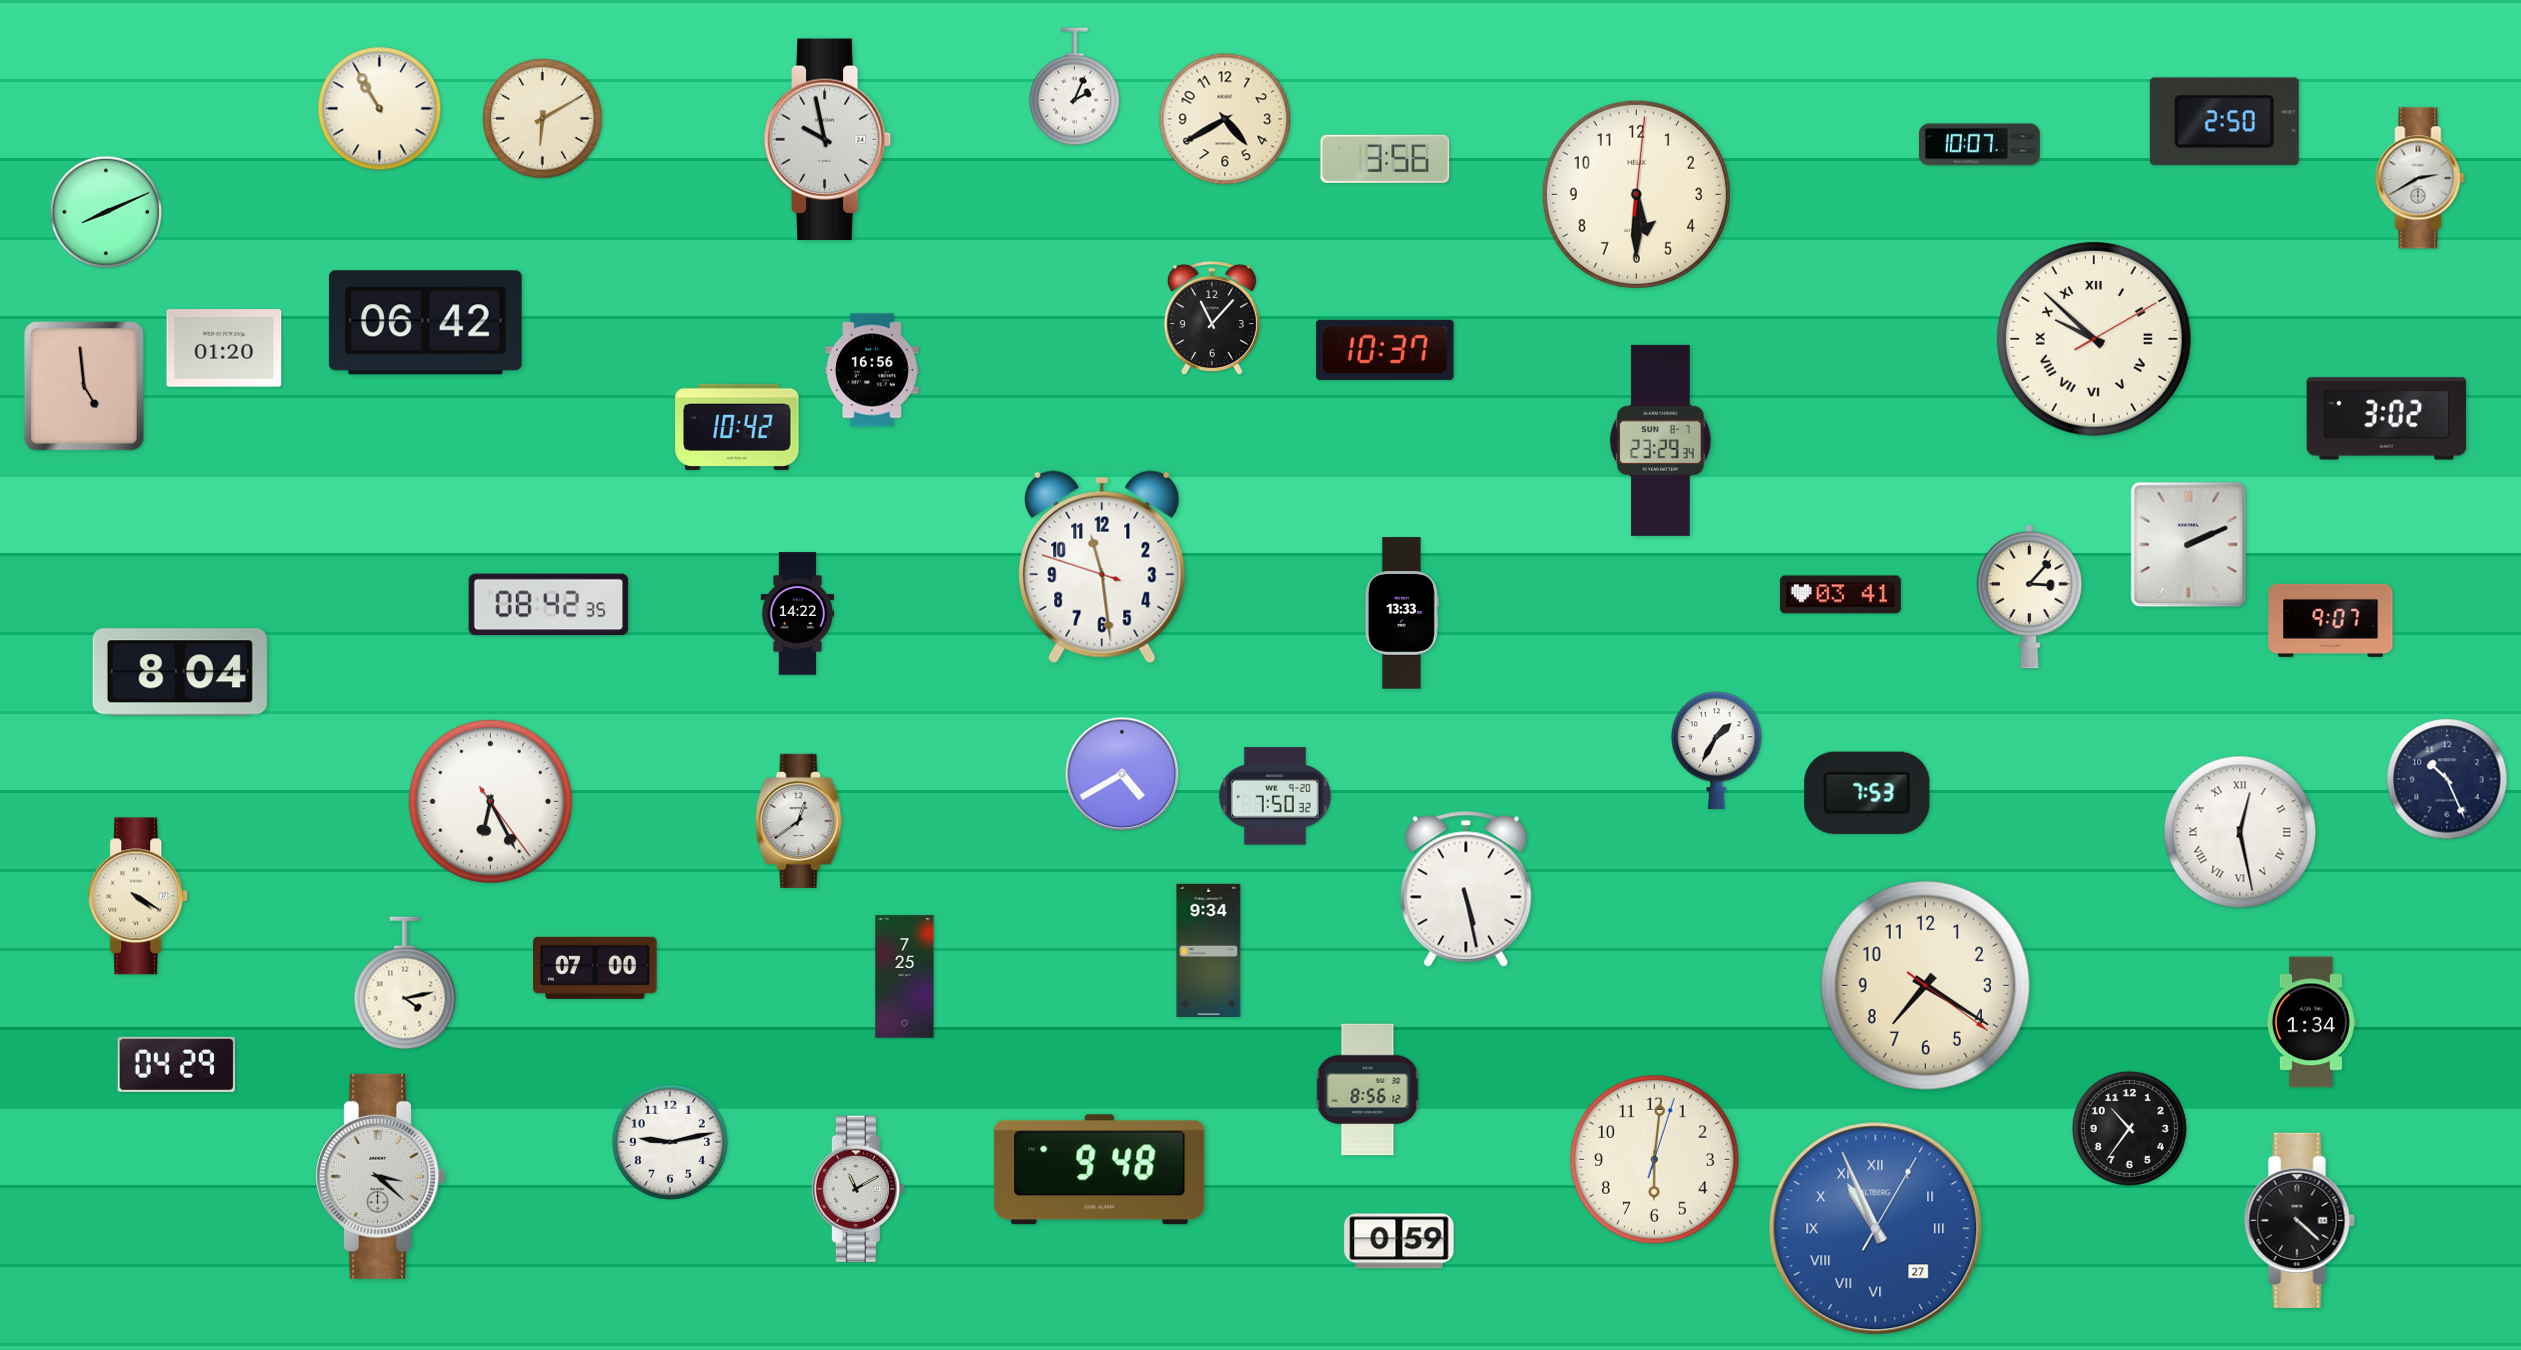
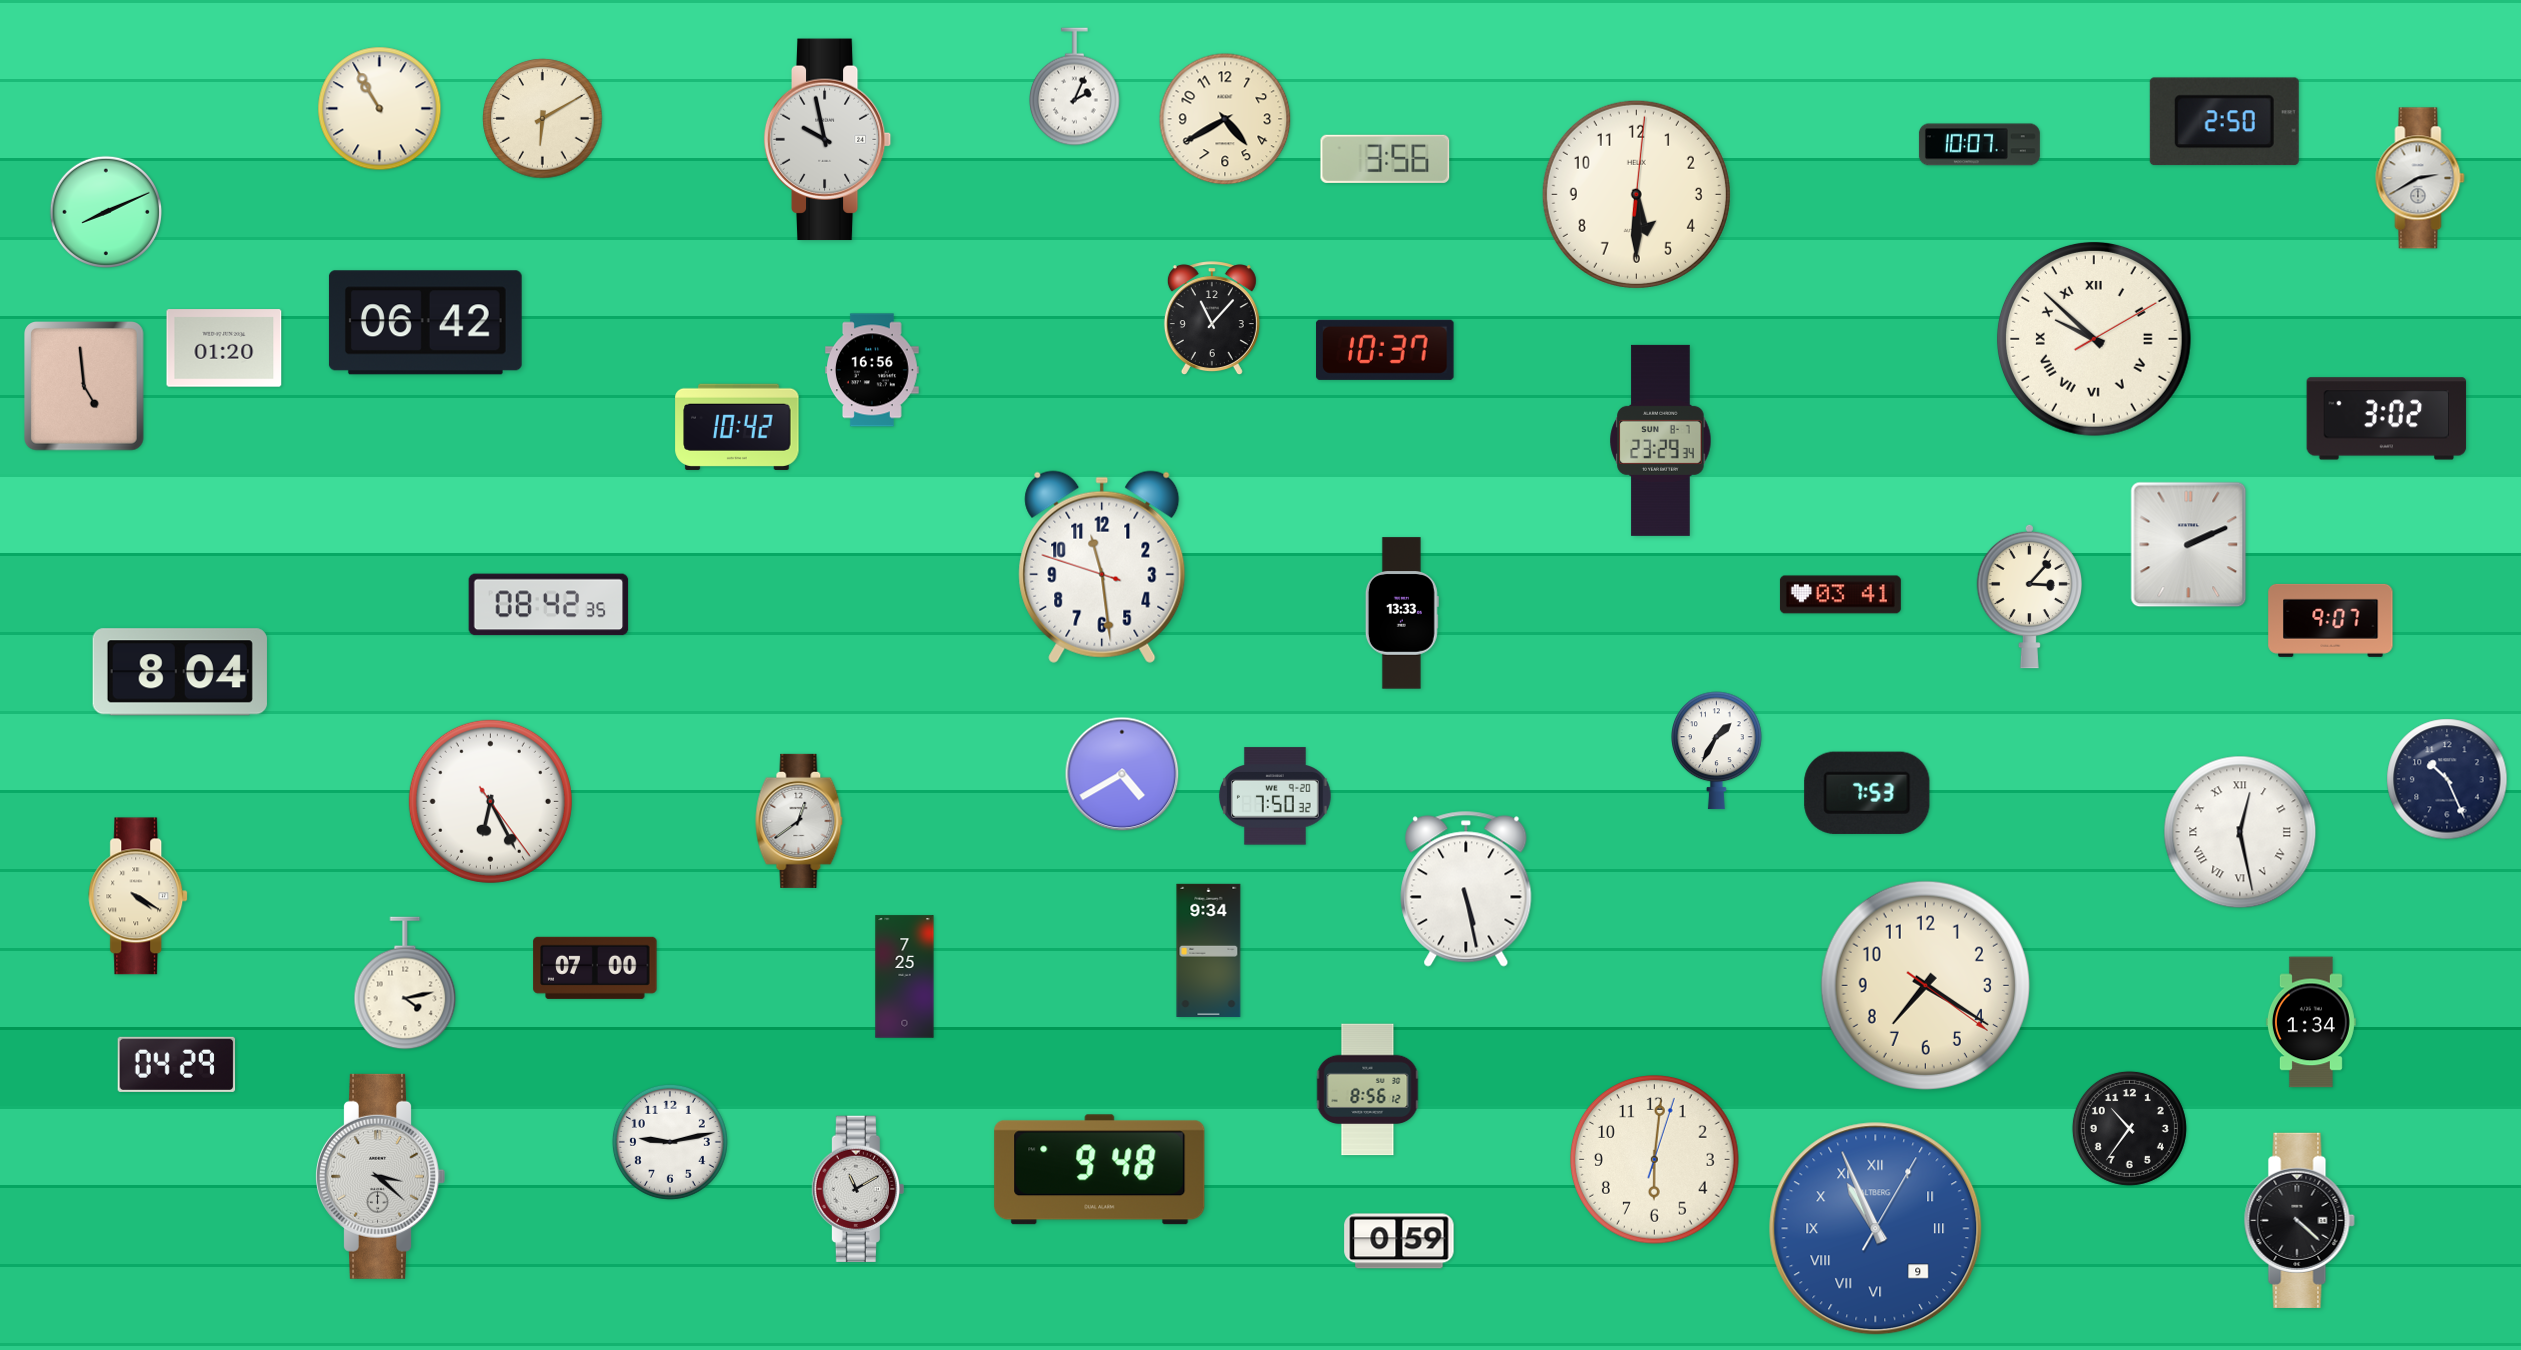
clock at (798, 614): 14:22 -> none
clock at (1876, 1229) date: 27 -> 9
